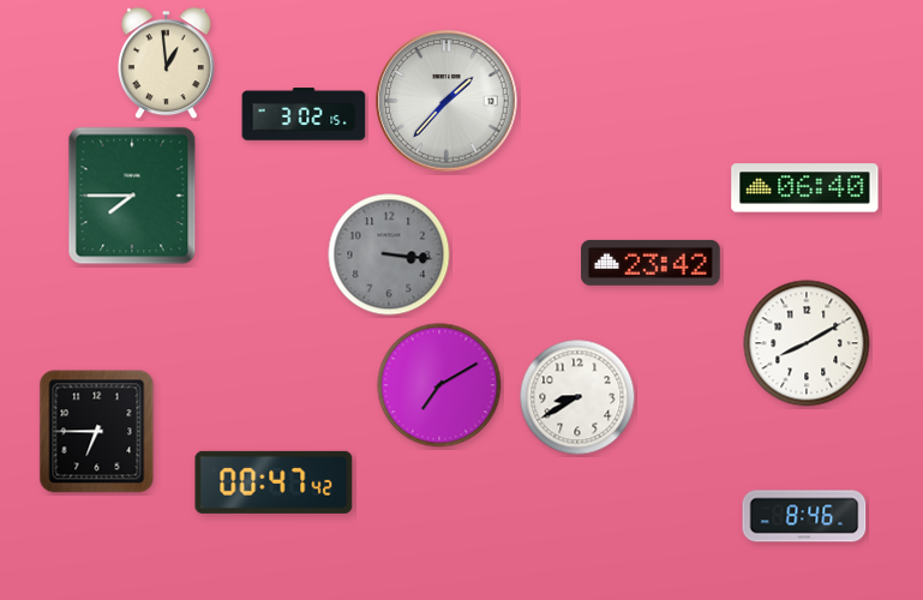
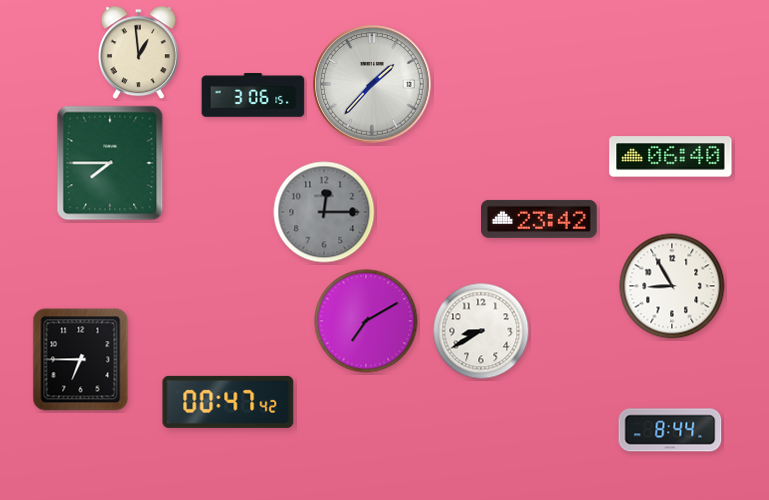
clock at (304, 114): 3:02 -> 3:06
clock at (389, 254): 3:16 -> 12:15
clock at (652, 263) position: (652, 263) -> (540, 219)
clock at (807, 343): 8:10 -> 8:55
clock at (804, 516): 8:46 -> 8:44
